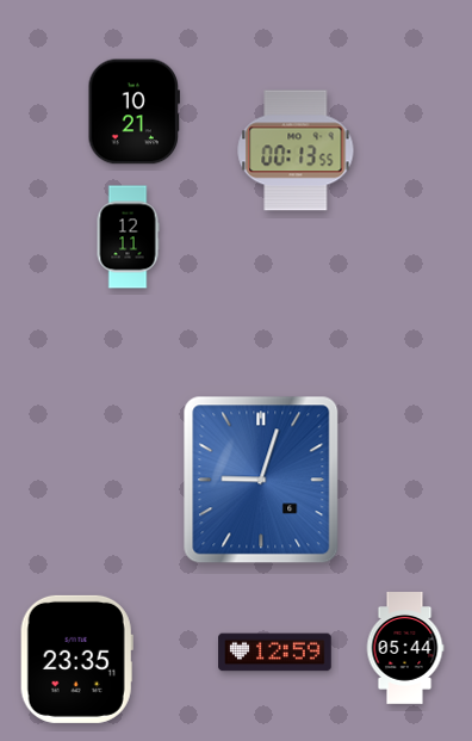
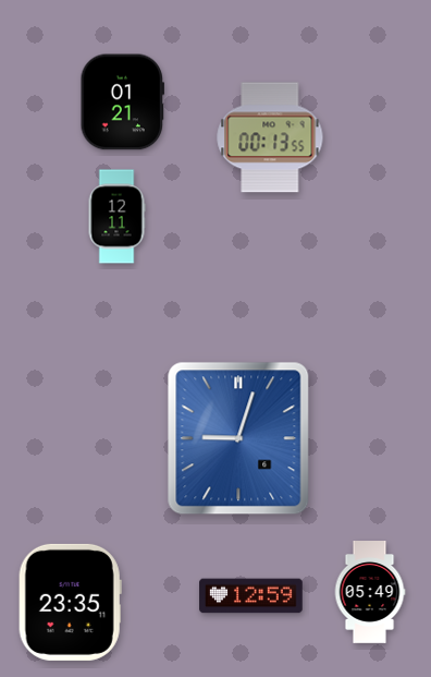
clock at (133, 112): 10:21 -> 01:21
clock at (405, 649): 05:44 -> 05:49
